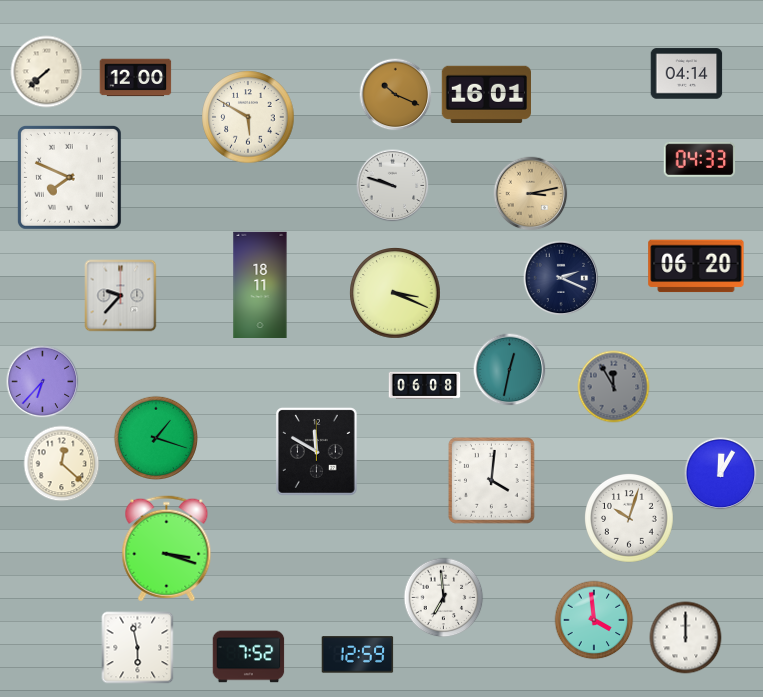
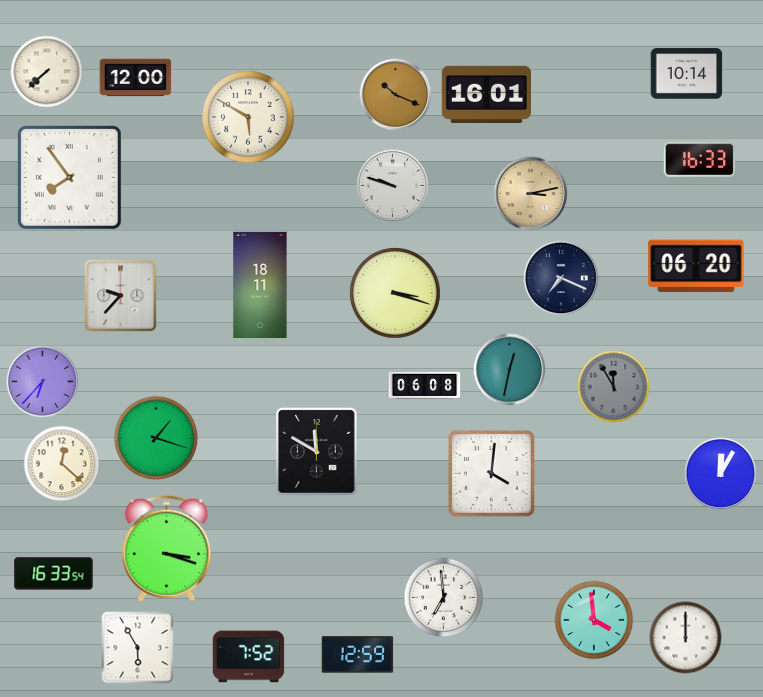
clock at (687, 74): 04:14 -> 10:14
clock at (700, 159): 04:33 -> 16:33
clock at (69, 177): 7:49 -> 7:54
clock at (561, 278): 2:19 -> 7:19
clock at (395, 293): 3:19 -> 3:18
clock at (491, 480) position: (491, 480) -> (491, 473)
clock at (630, 519): 10:03 -> none
clock at (54, 574): none -> 16:33
clock at (138, 648): 5:58 -> 5:55
